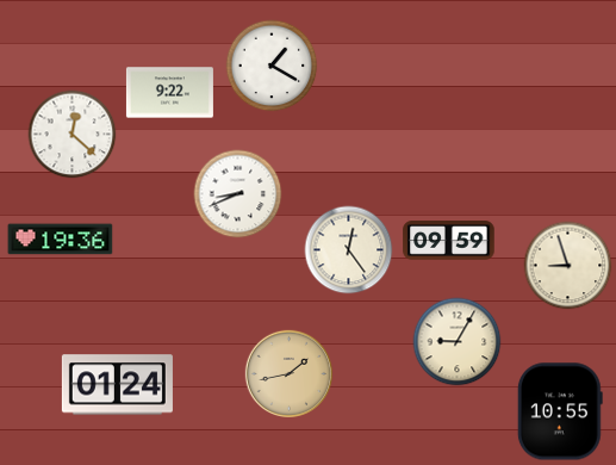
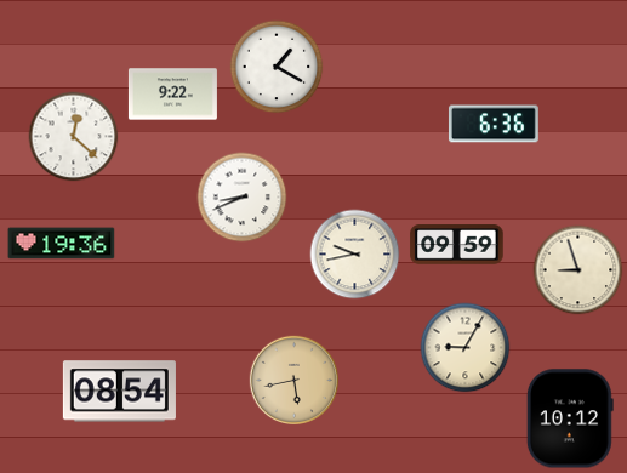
clock at (494, 124): none -> 6:36
clock at (349, 250): 12:24 -> 9:43
clock at (288, 373): 1:43 -> 5:43
clock at (117, 385): 01:24 -> 08:54
clock at (560, 411): 10:55 -> 10:12
